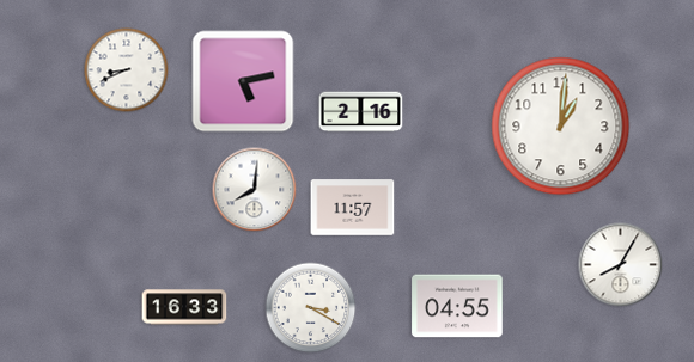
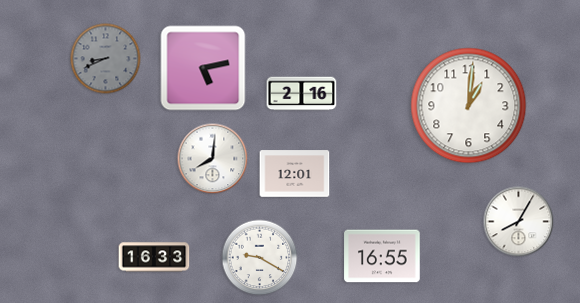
clock at (127, 70) dial: white -> grey
clock at (353, 208): 11:57 -> 12:01
clock at (457, 306): 04:55 -> 16:55
clock at (311, 308): 3:20 -> 9:20
